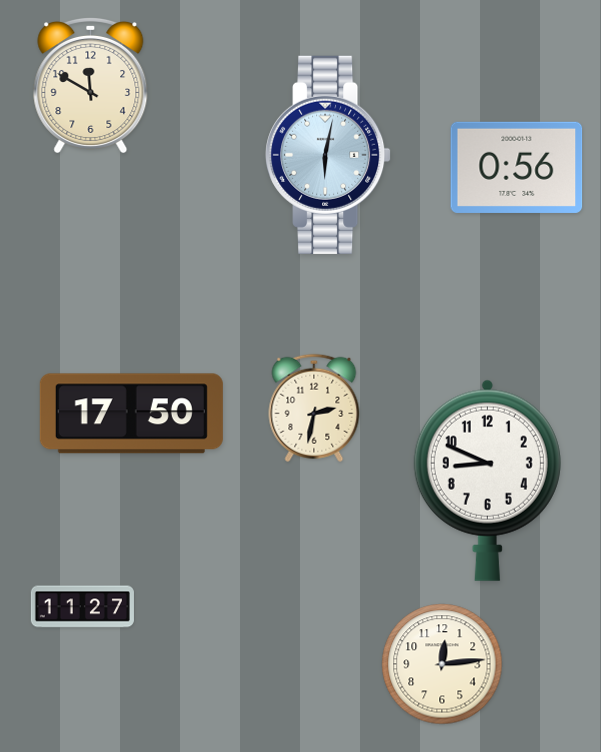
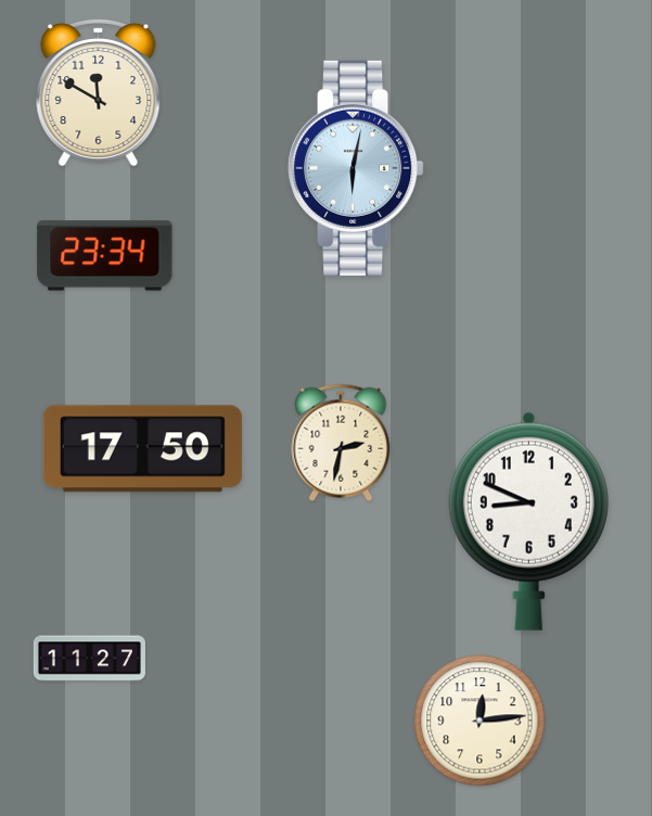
clock at (517, 167): 0:56 -> none
clock at (105, 256): none -> 23:34
